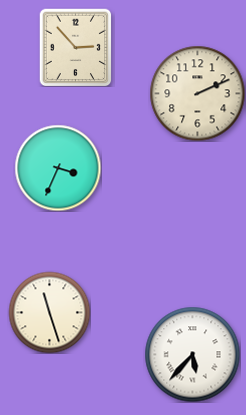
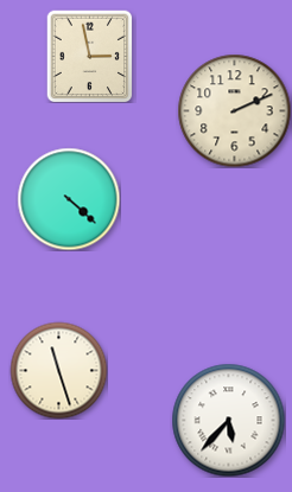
clock at (76, 47): 2:53 -> 2:58
clock at (58, 168): 3:34 -> 4:22
